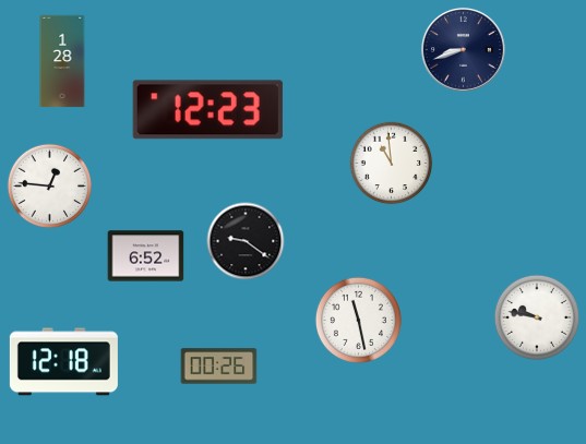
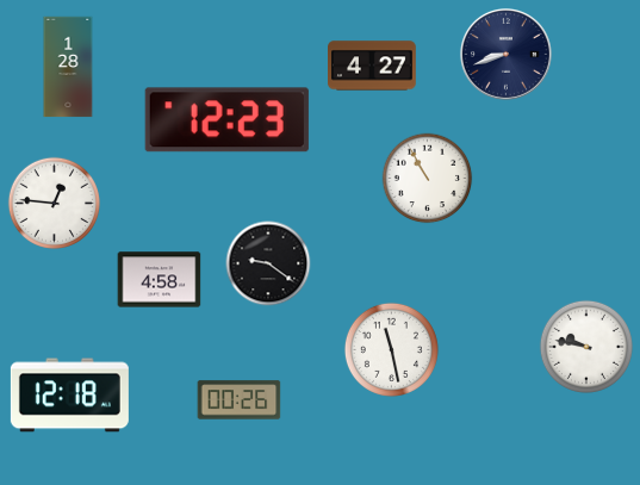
clock at (373, 66): none -> 4:27
clock at (392, 164): 10:59 -> 10:55
clock at (146, 256): 6:52 -> 4:58
